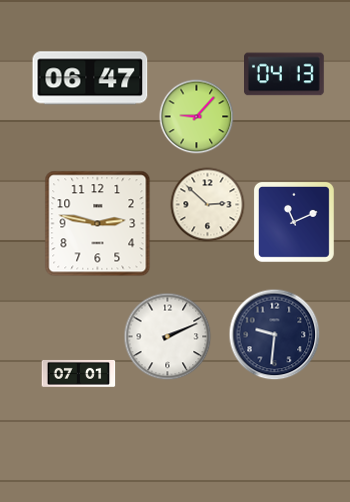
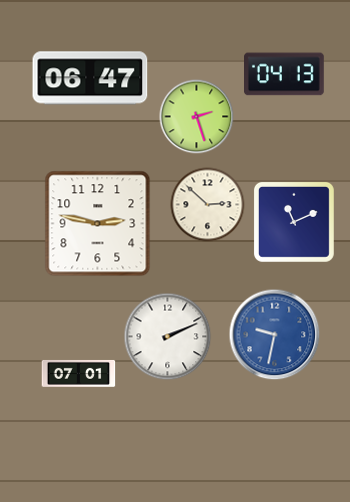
clock at (197, 117): 9:07 -> 2:27
clock at (275, 335): 9:31 -> 9:32
clock at (275, 335) dial: navy -> blue
